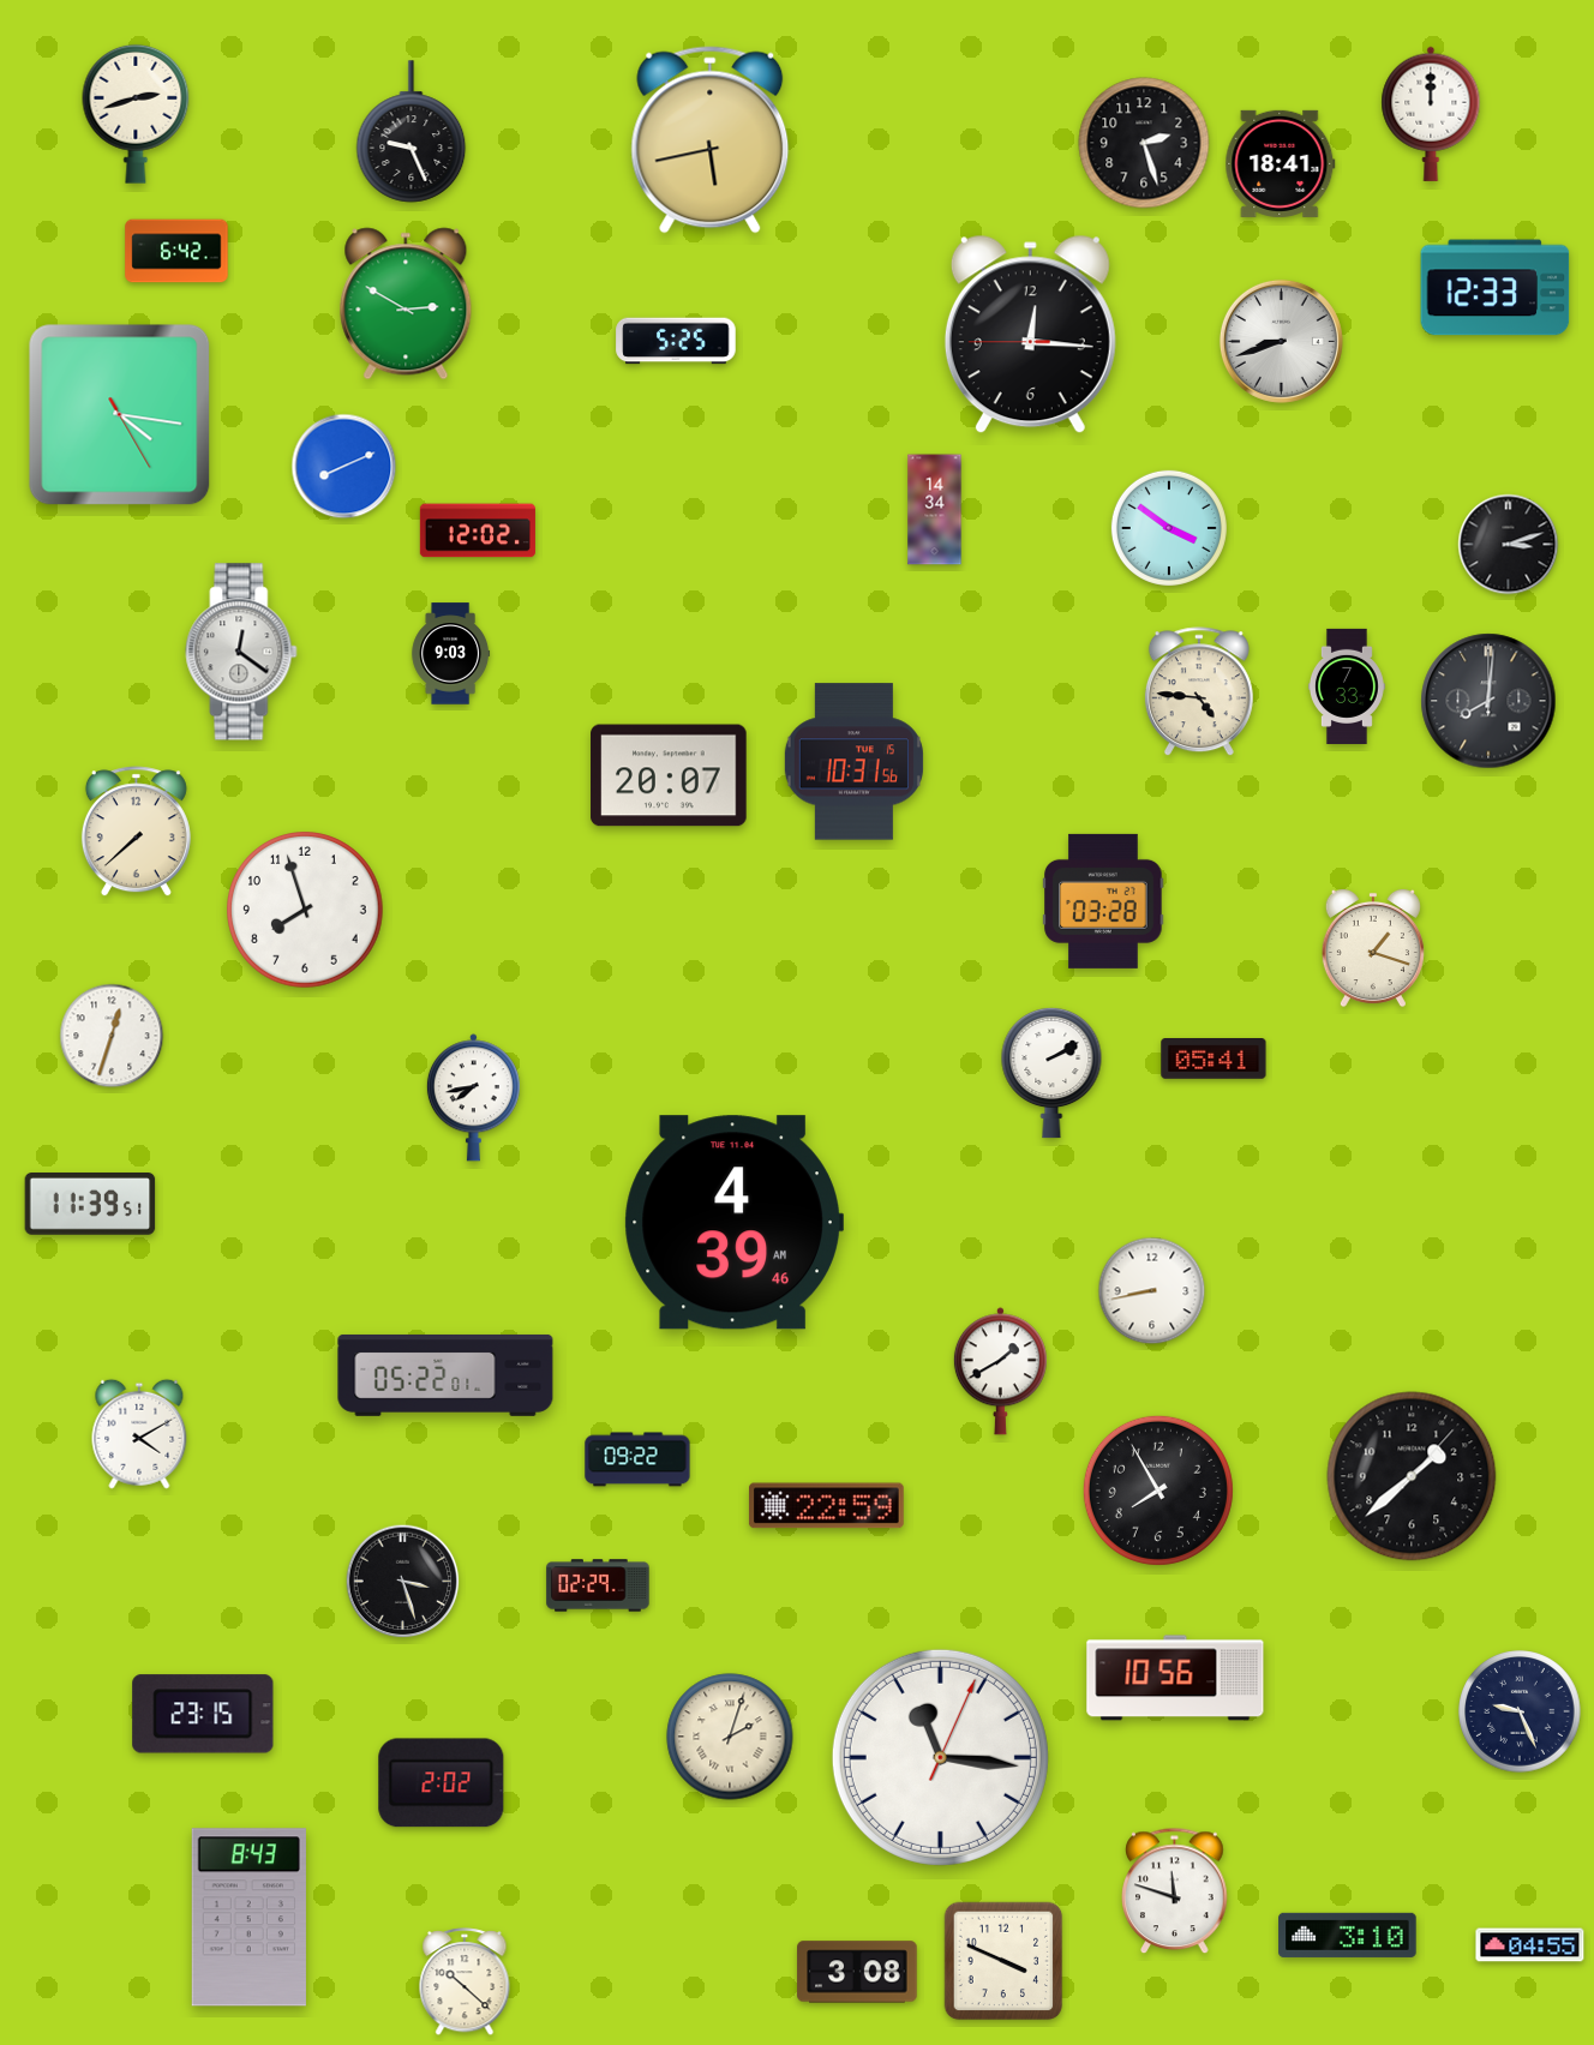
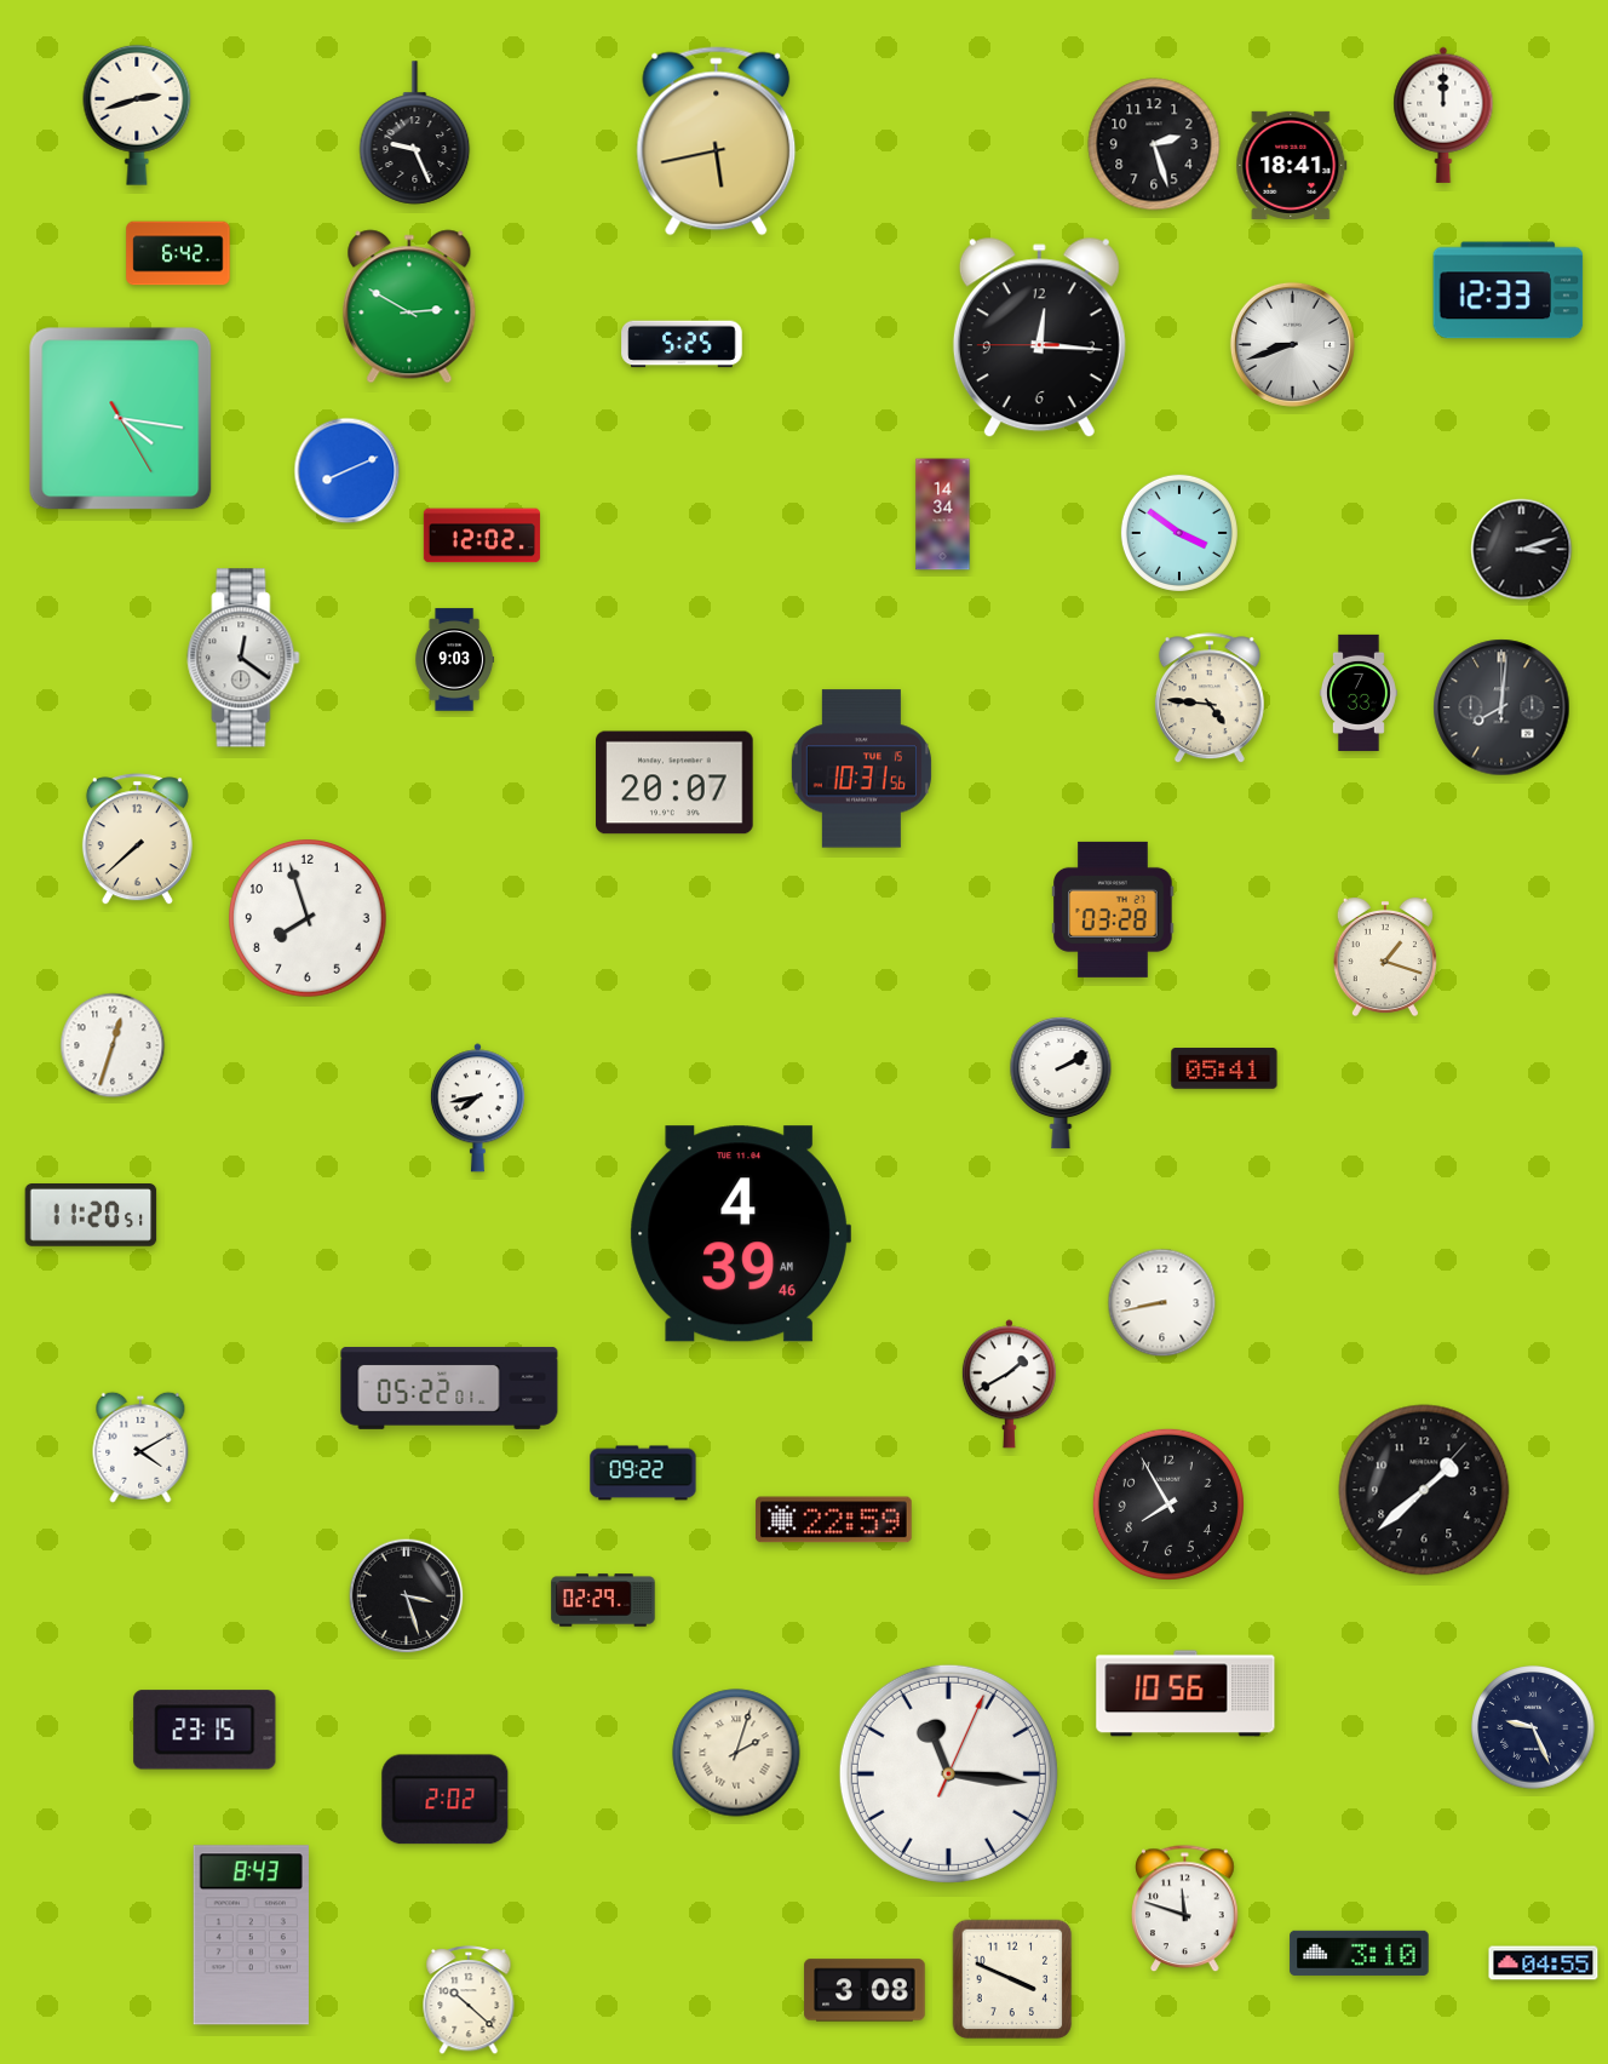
clock at (90, 1205): 11:39 -> 11:20
